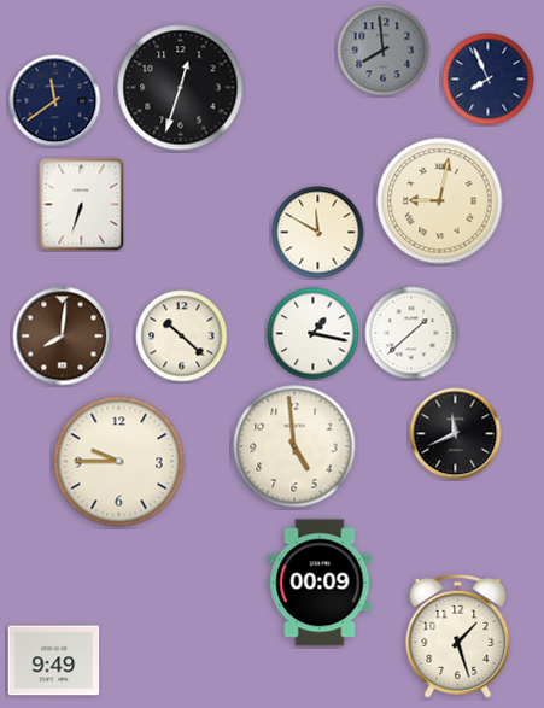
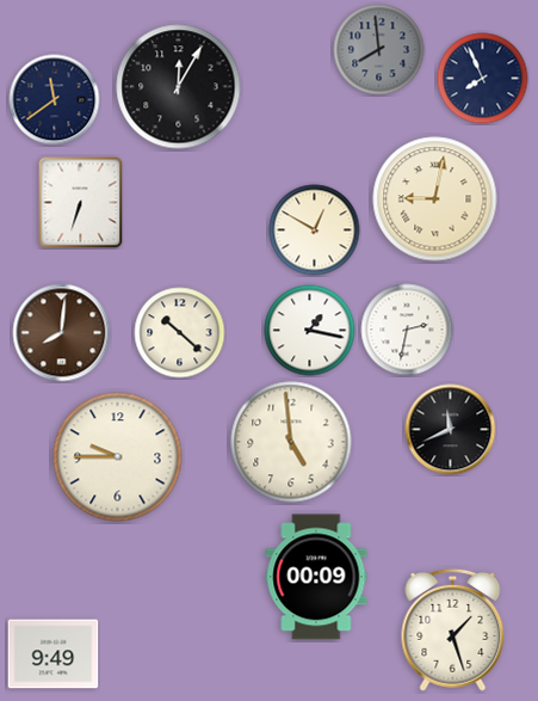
clock at (181, 88): 12:33 -> 12:05
clock at (318, 233): 11:50 -> 12:50
clock at (411, 333): 1:38 -> 2:32
